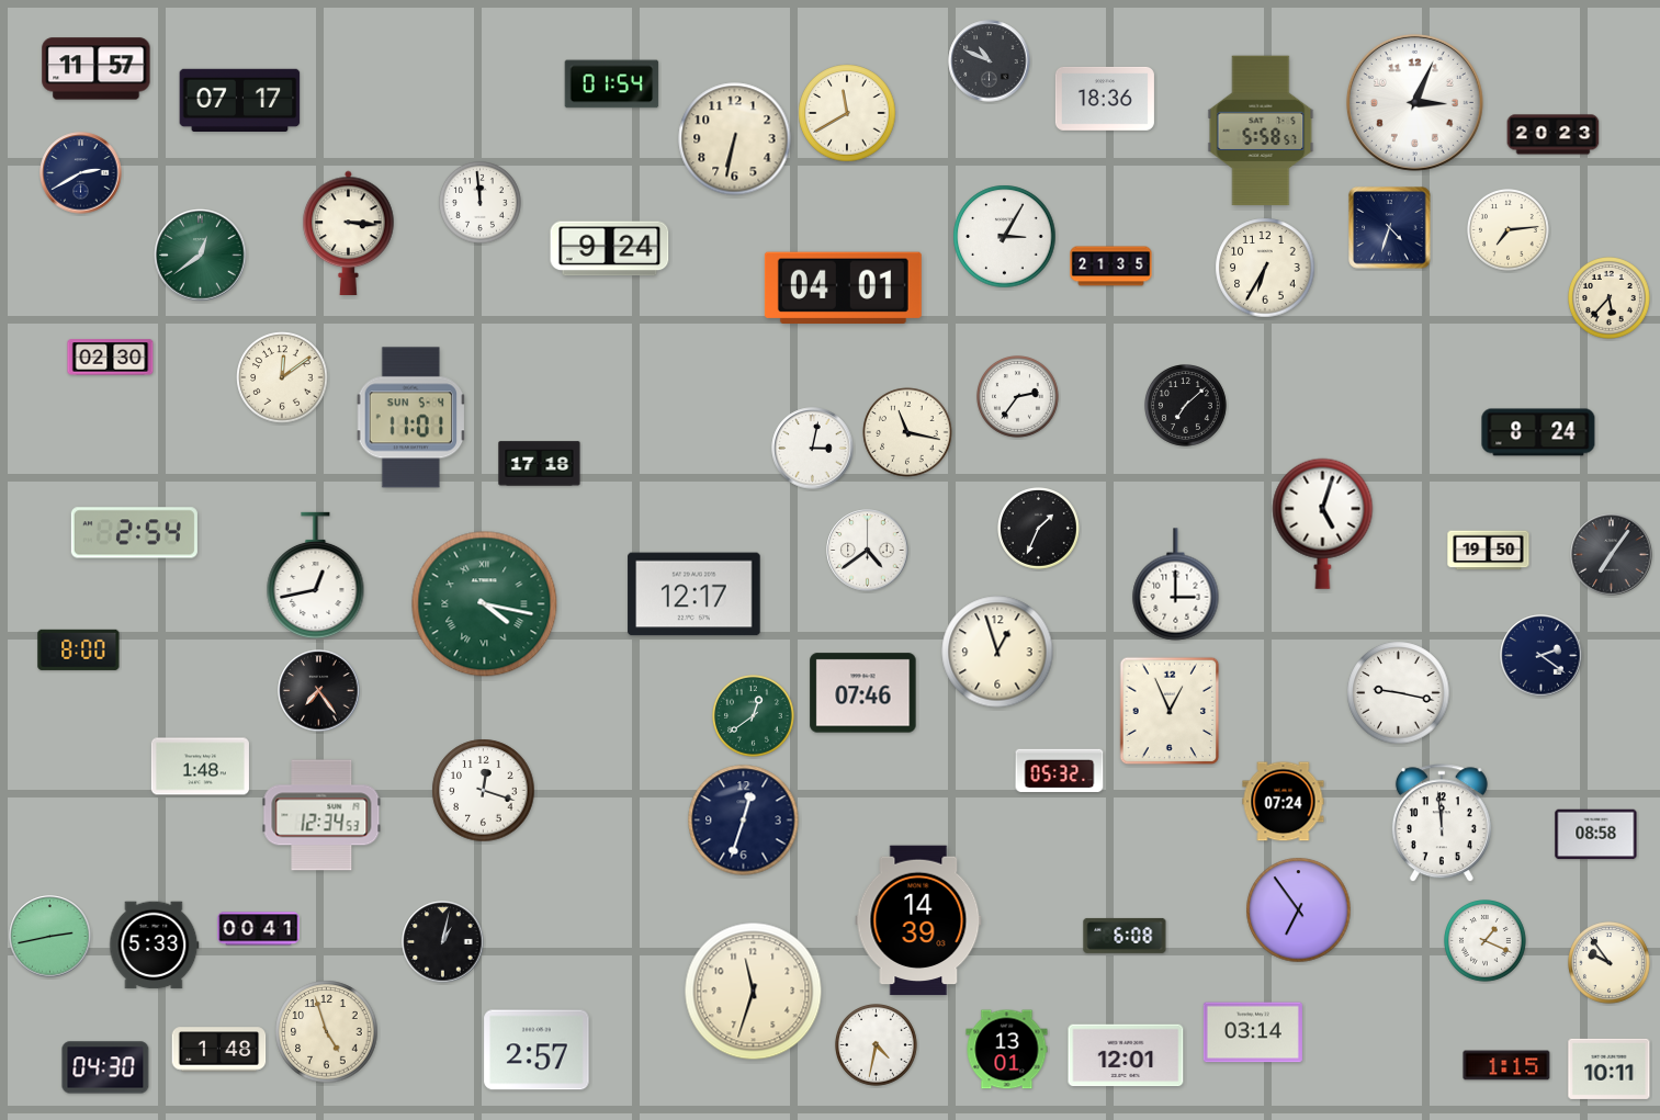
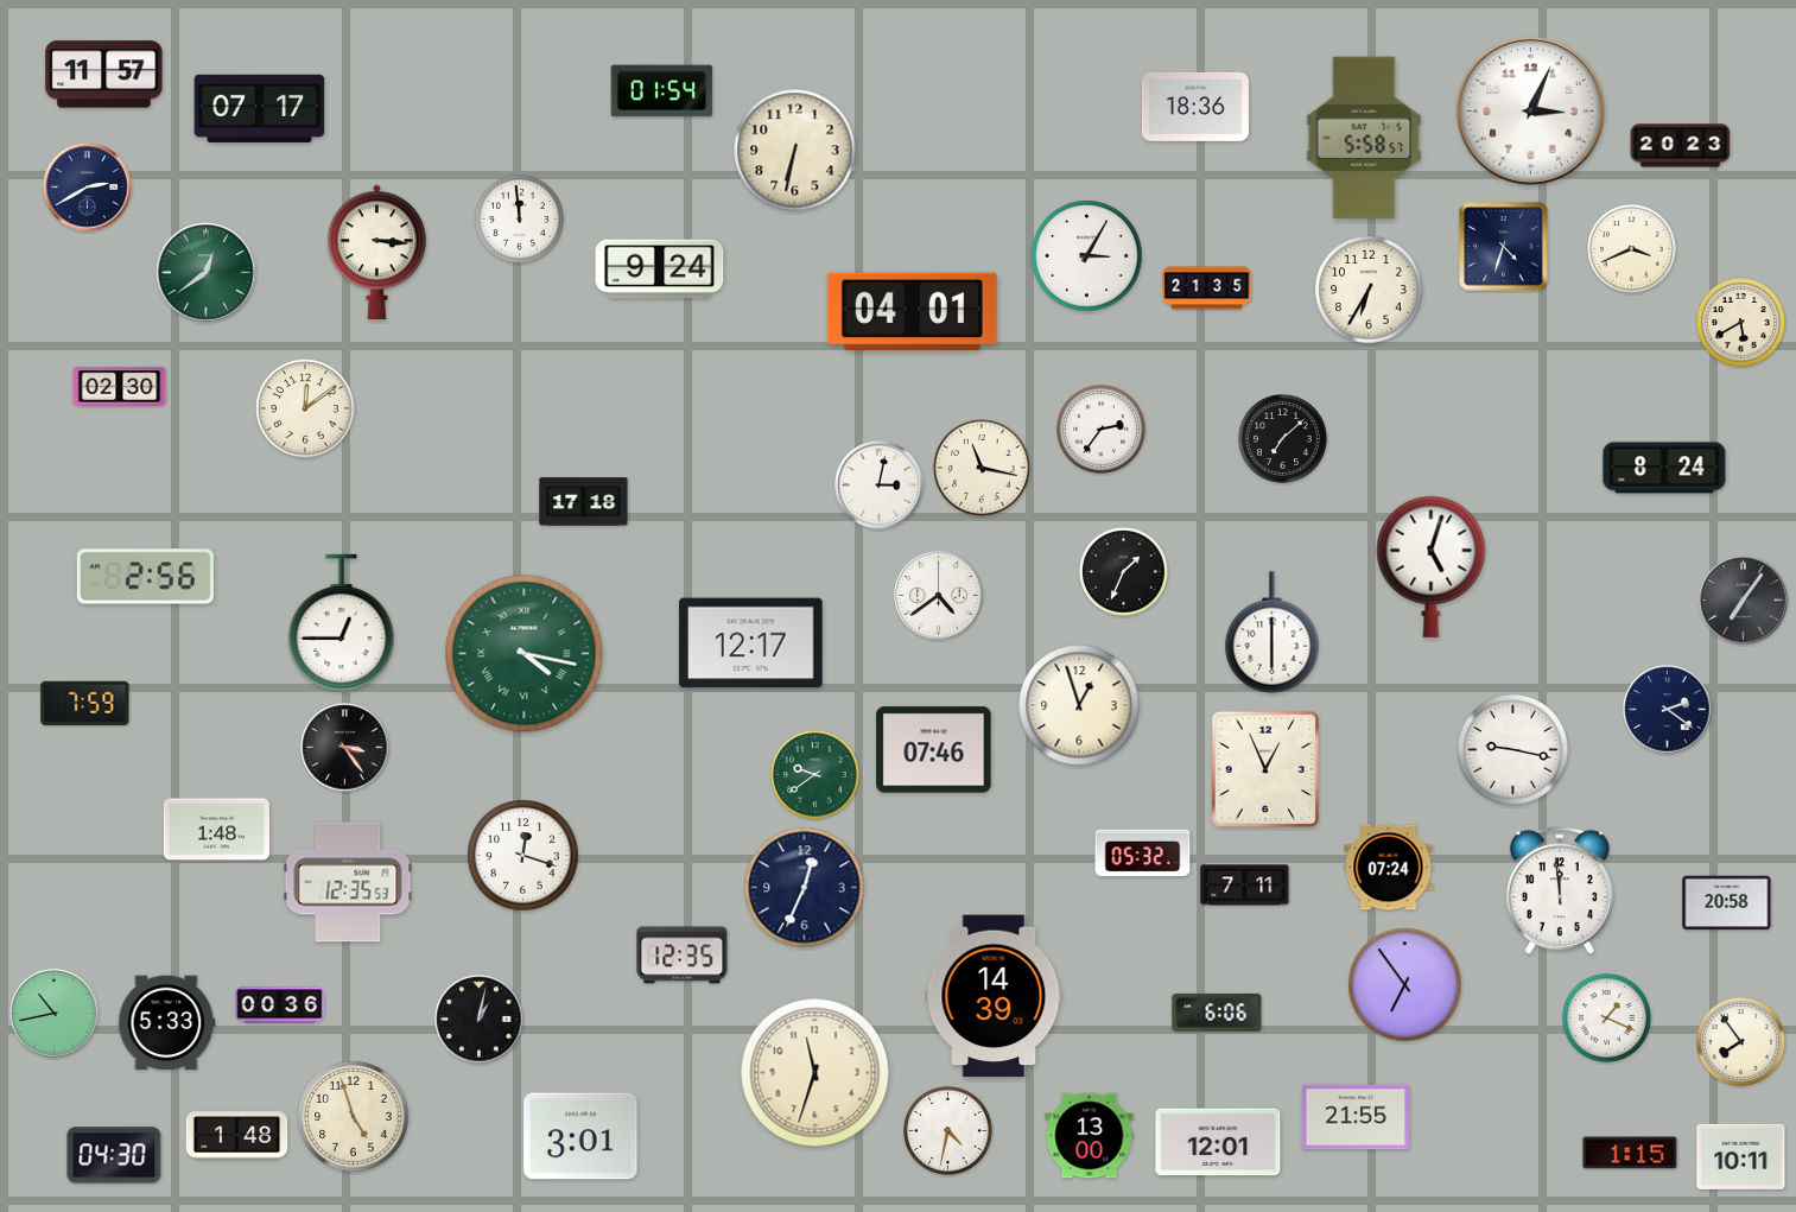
clock at (990, 61): 10:49 -> none
clock at (847, 113): 11:40 -> none
clock at (1261, 131) position: (1261, 131) -> (1364, 138)
clock at (1509, 230): 7:14 -> 3:41
clock at (201, 256) position: (201, 256) -> (207, 273)
clock at (1111, 267) position: (1111, 267) -> (1207, 288)
clock at (1610, 298): 5:37 -> 5:40
clock at (411, 418): 11:01 -> none
clock at (134, 533): 2:54 -> 2:56
clock at (1489, 551): 19:50 -> none
clock at (316, 576): 12:43 -> 12:45
clock at (1176, 585): 3:00 -> 6:00
clock at (79, 649): 8:00 -> 7:59
clock at (319, 691): 7:24 -> 3:24
clock at (754, 716): 12:39 -> 9:39
clock at (1060, 771) position: (1060, 771) -> (1143, 854)
clock at (321, 815): 12:34 -> 12:35
clock at (1245, 886): none -> 7:11
clock at (744, 821): 12:33 -> 12:34
clock at (1596, 835): 08:58 -> 20:58
clock at (683, 956): none -> 12:35
clock at (259, 929): 00:41 -> 00:36
clock at (1125, 936): 6:08 -> 6:06
clock at (50, 937): 2:43 -> 10:43
clock at (1610, 963): 9:54 -> 7:54
clock at (1253, 1032): 03:14 -> 21:55
clock at (537, 1050): 2:57 -> 3:01
clock at (1007, 1050): 13:01 -> 13:00
